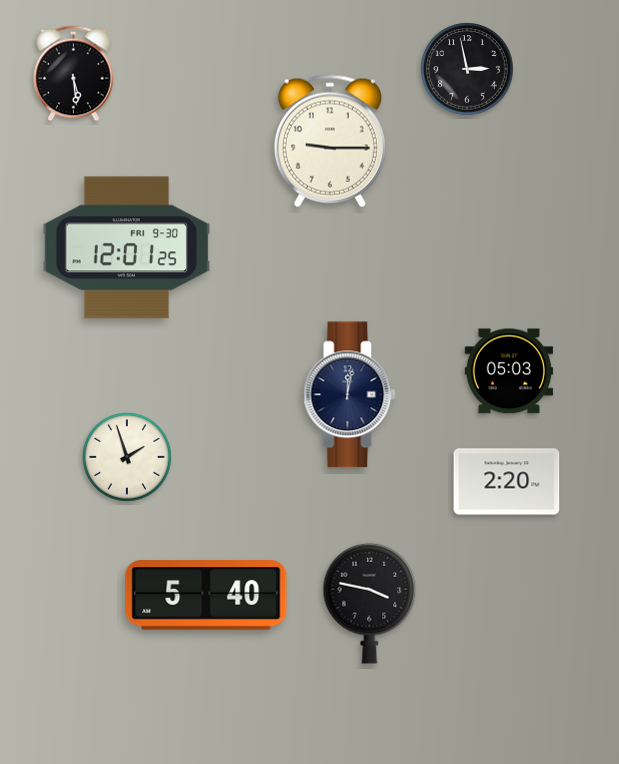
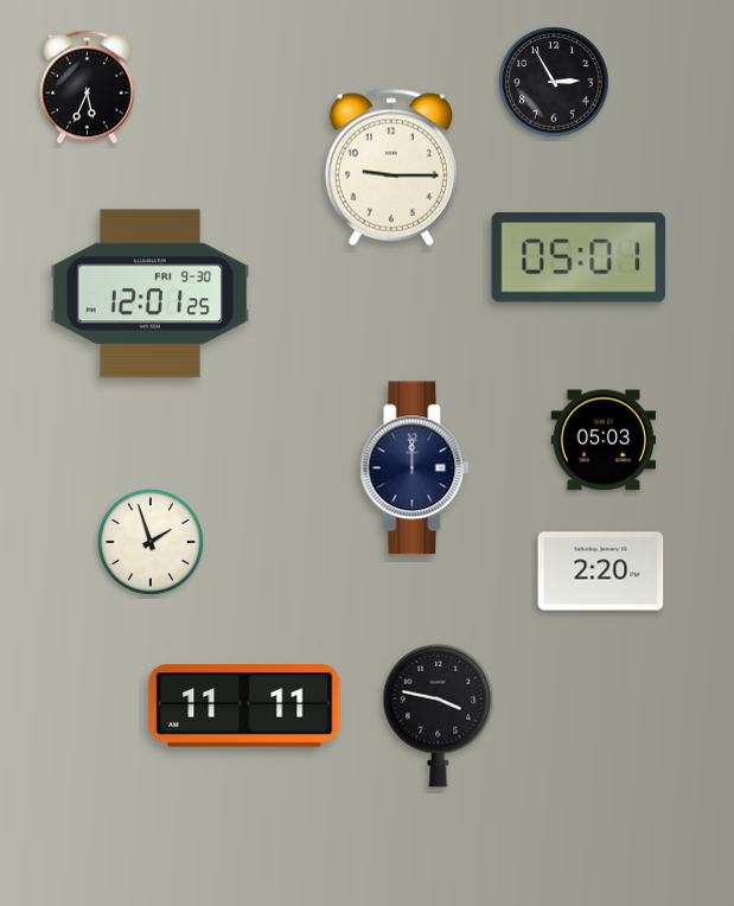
clock at (467, 69): 2:58 -> 2:55
clock at (74, 74): 5:29 -> 5:34
clock at (579, 257): none -> 05:01
clock at (350, 395): 12:02 -> 12:00
clock at (206, 595): 5:40 -> 11:11
